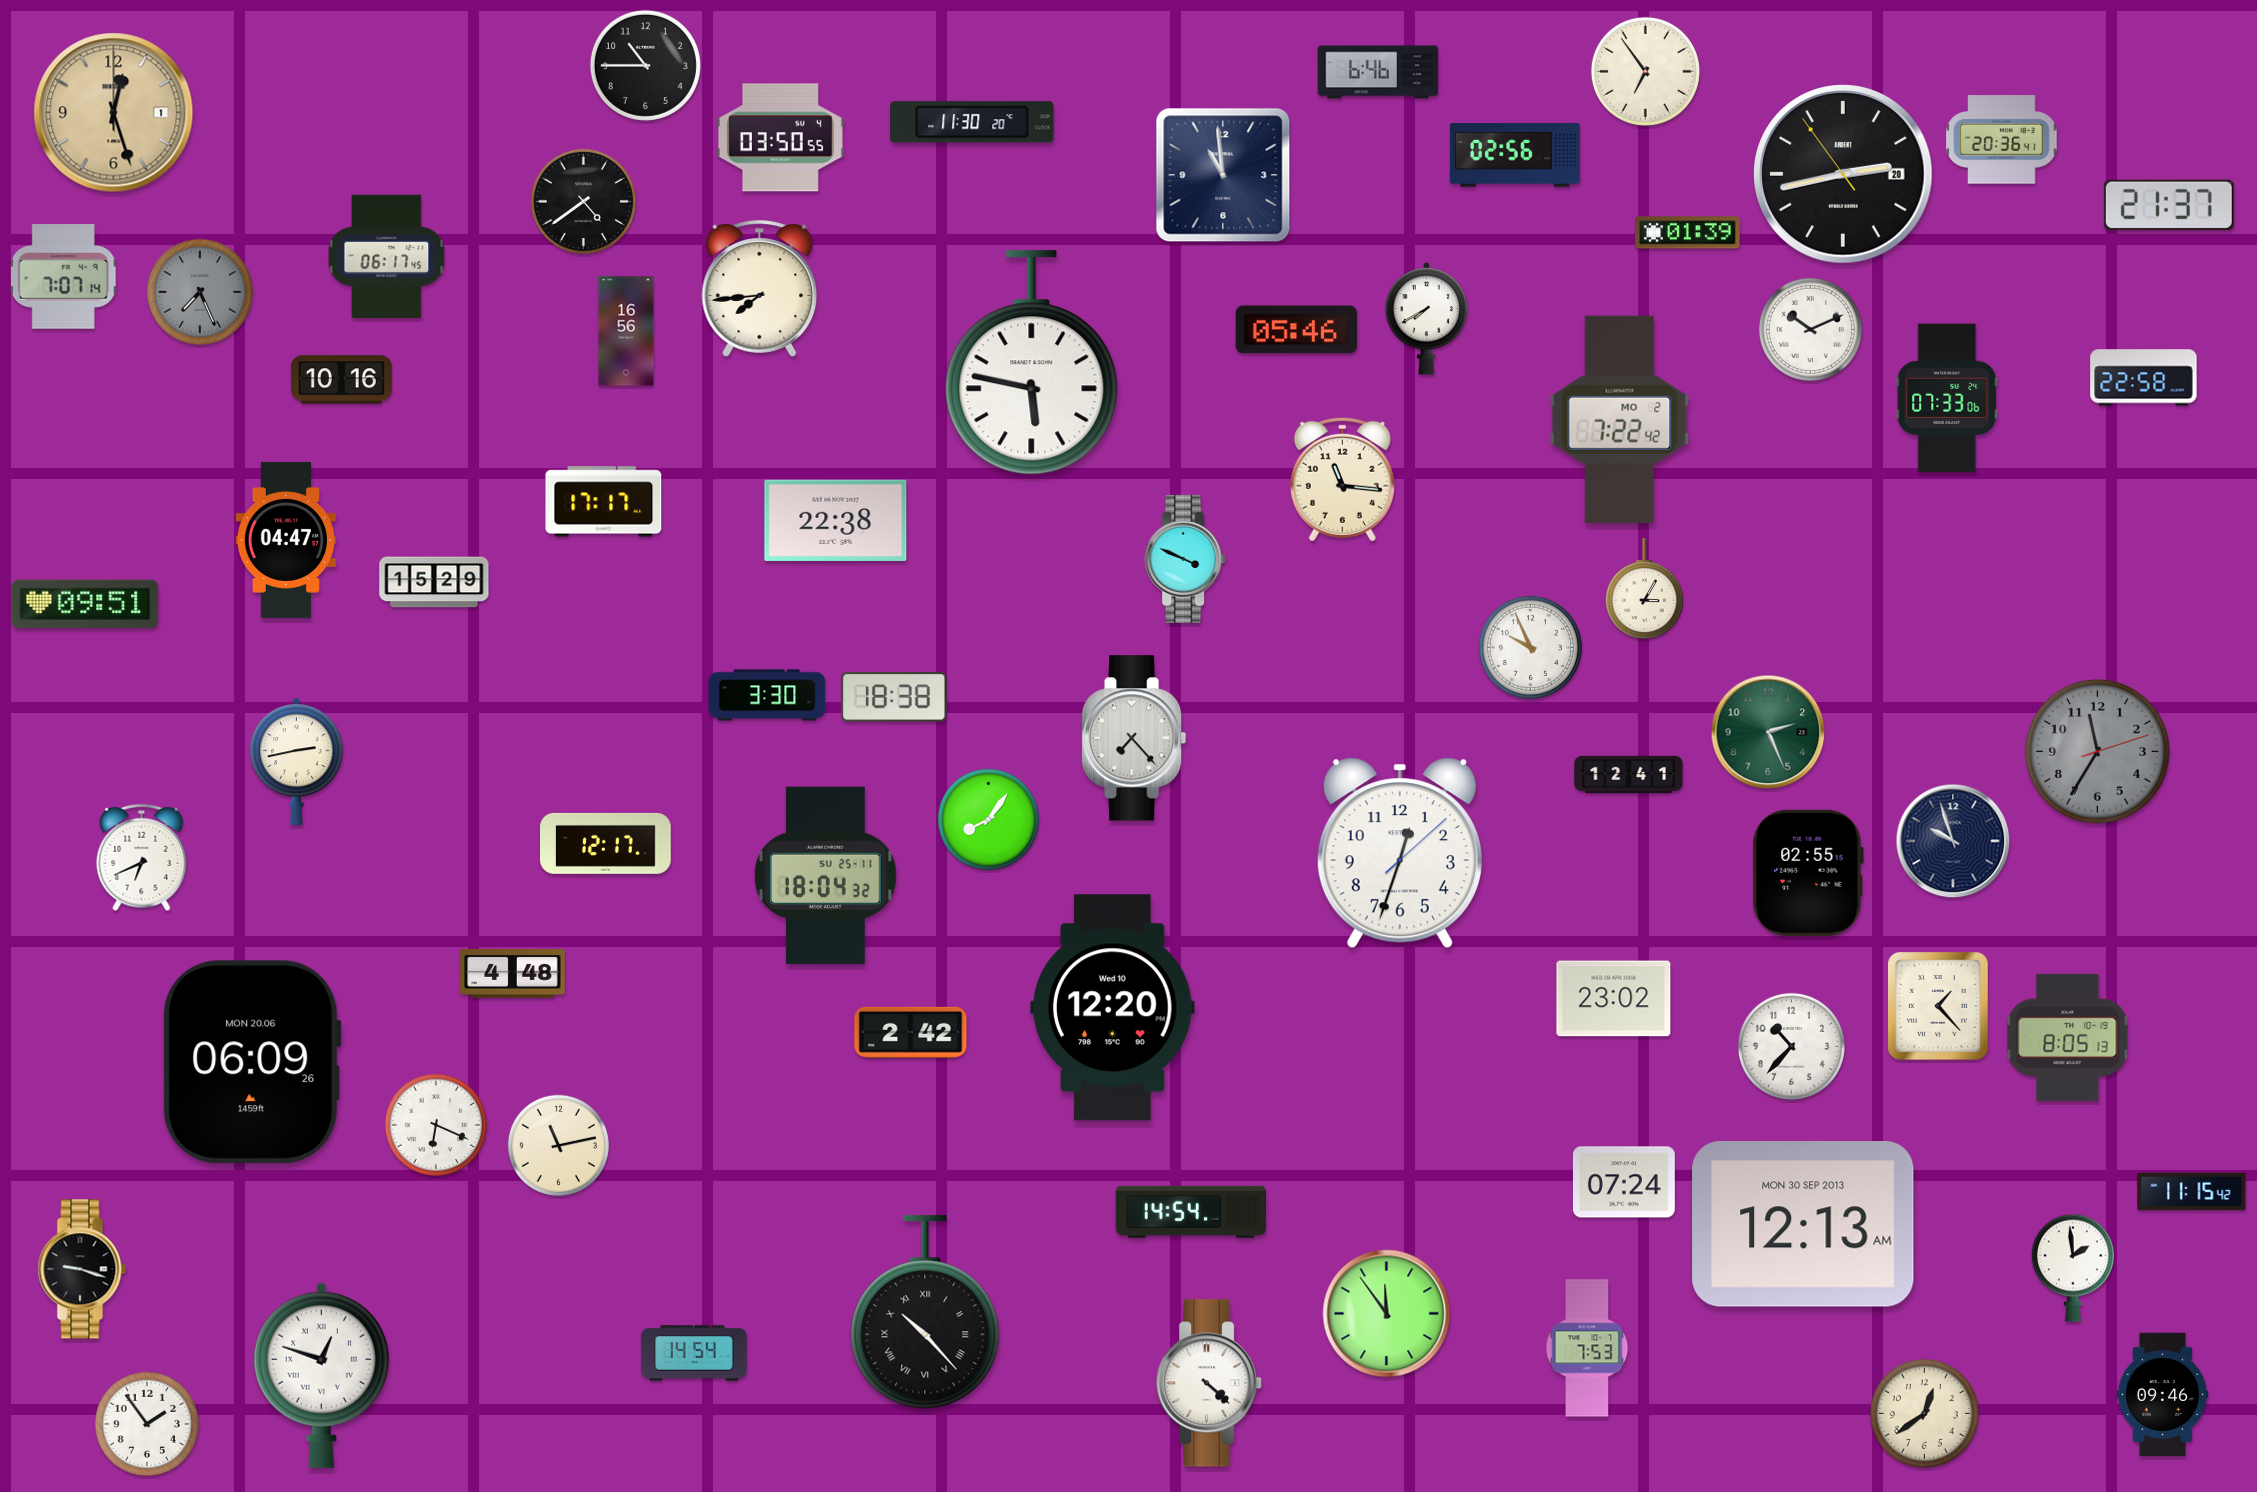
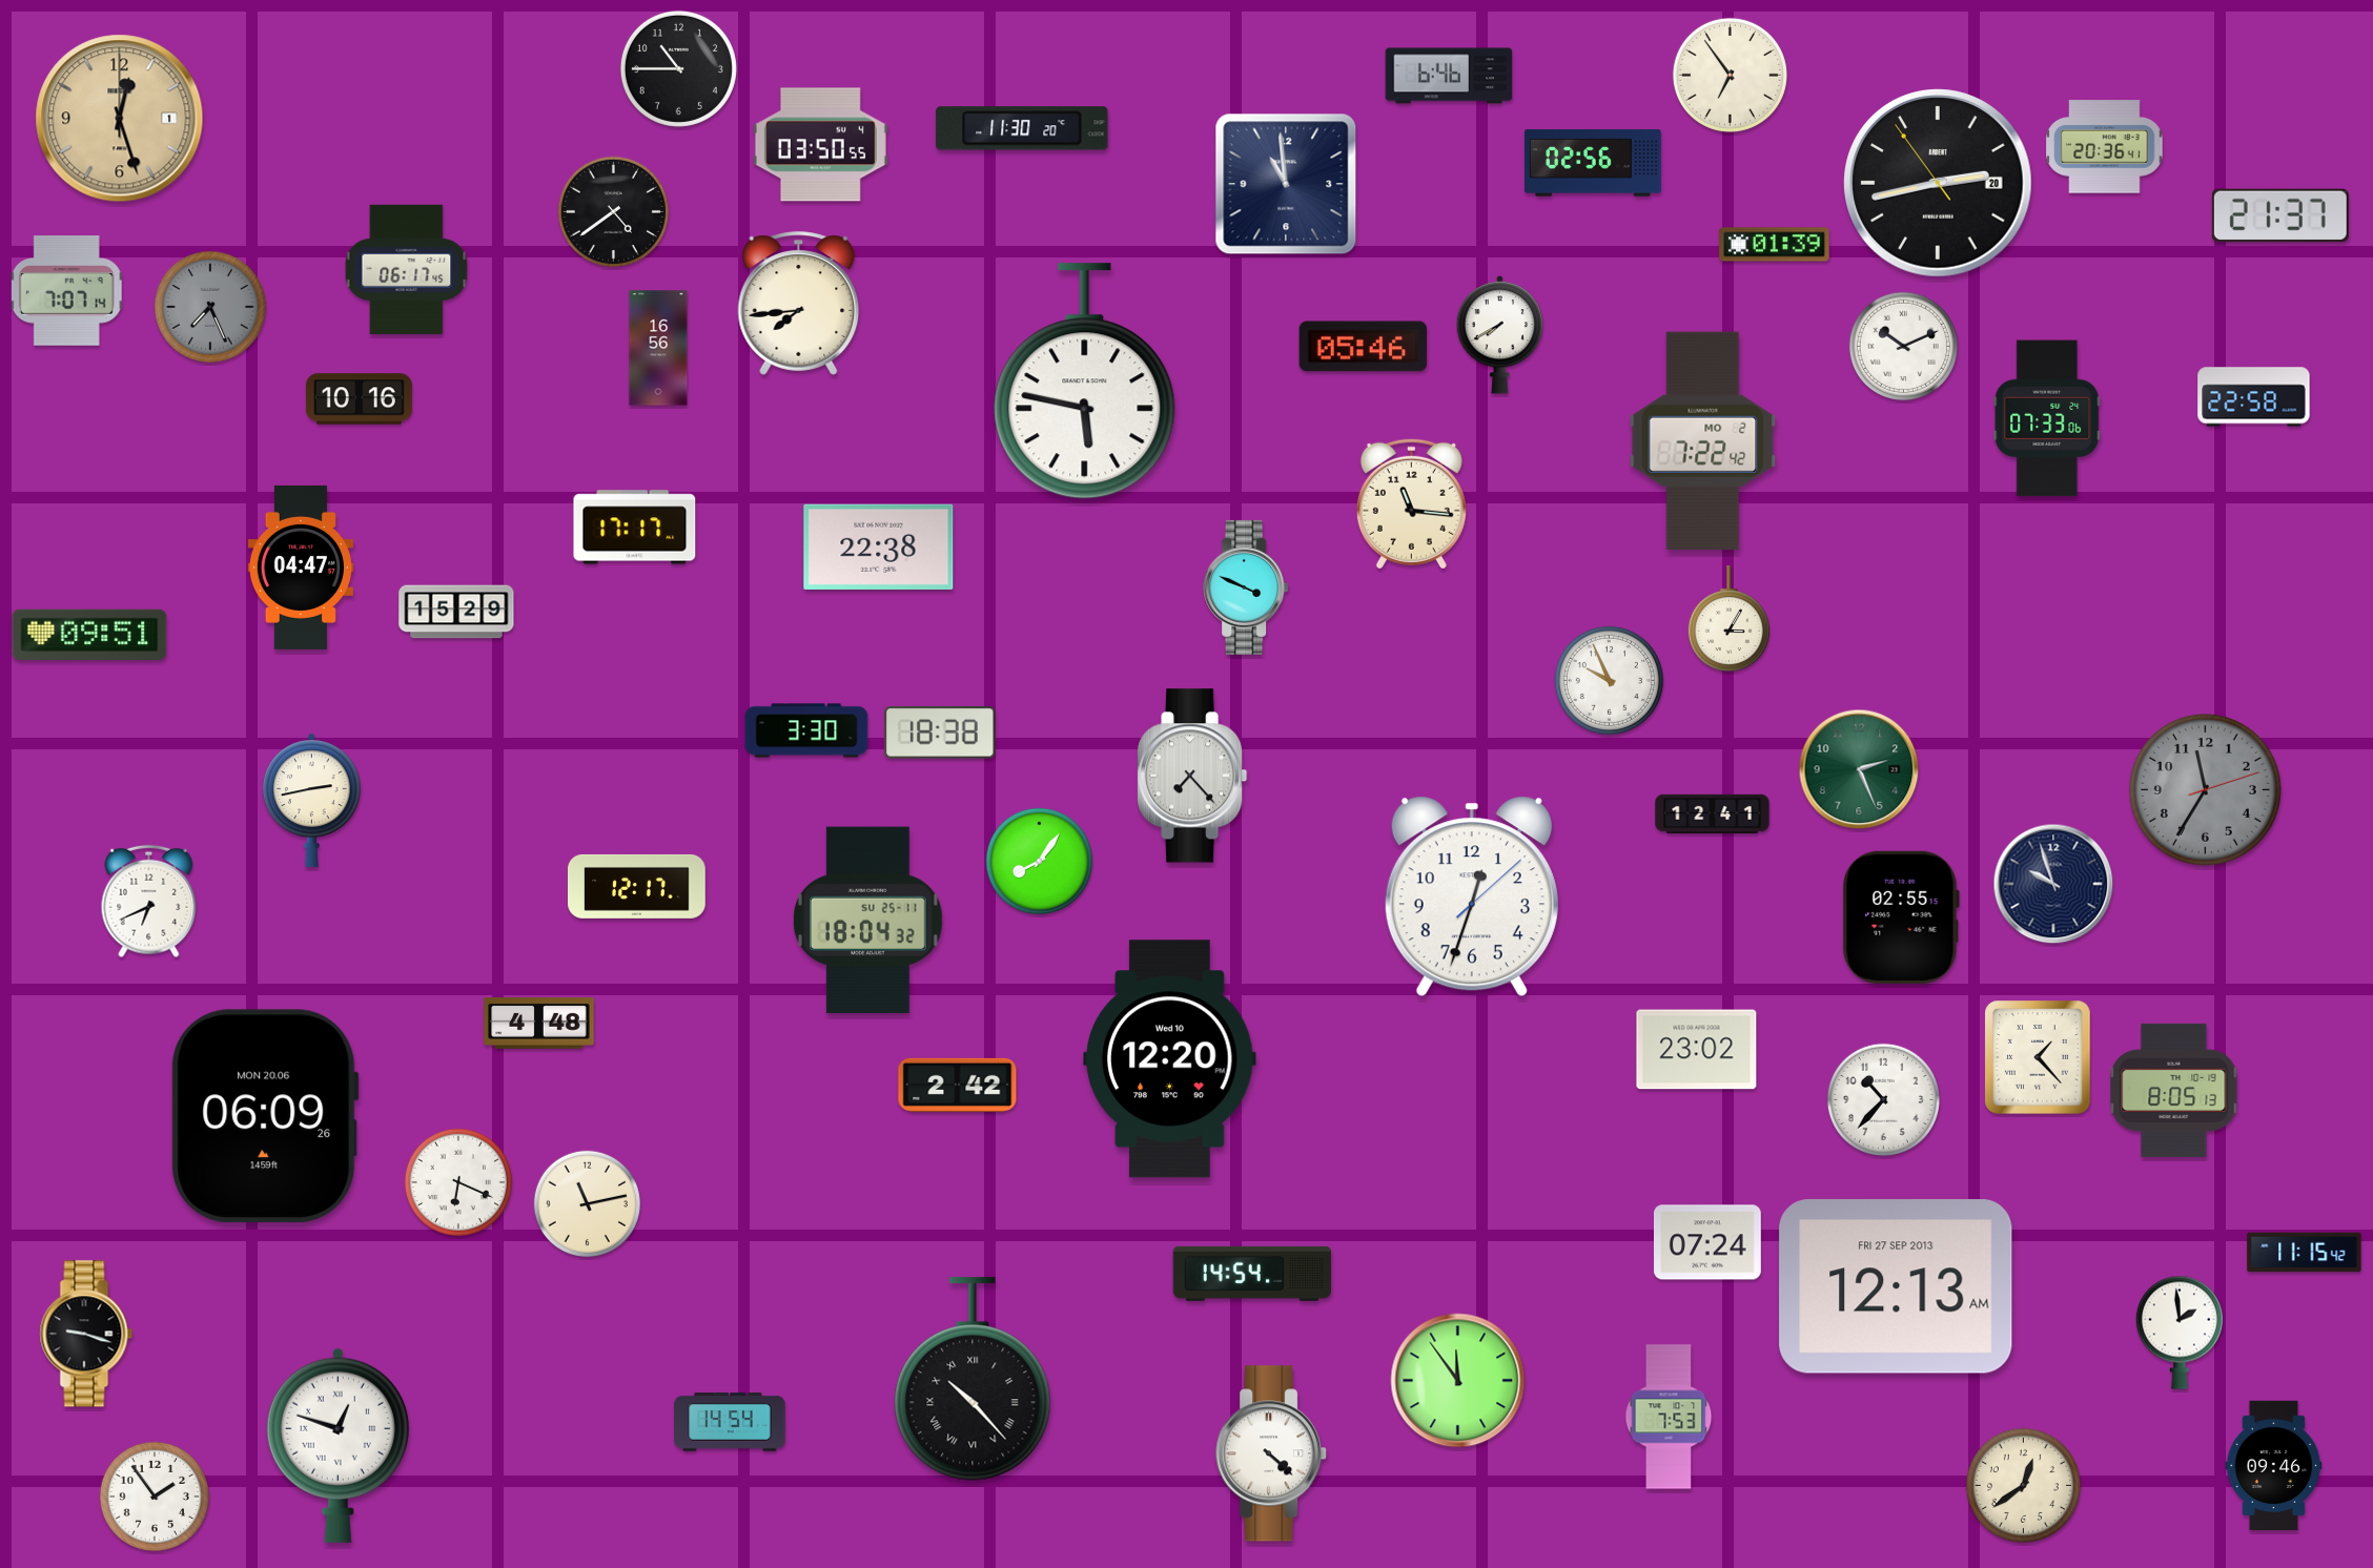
clock at (1803, 1225) date: MON 30 SEP 2013 -> FRI 27 SEP 2013
